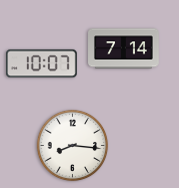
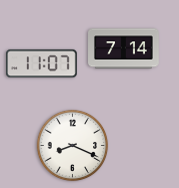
clock at (42, 64): 10:07 -> 11:07
clock at (73, 146): 8:16 -> 8:19
